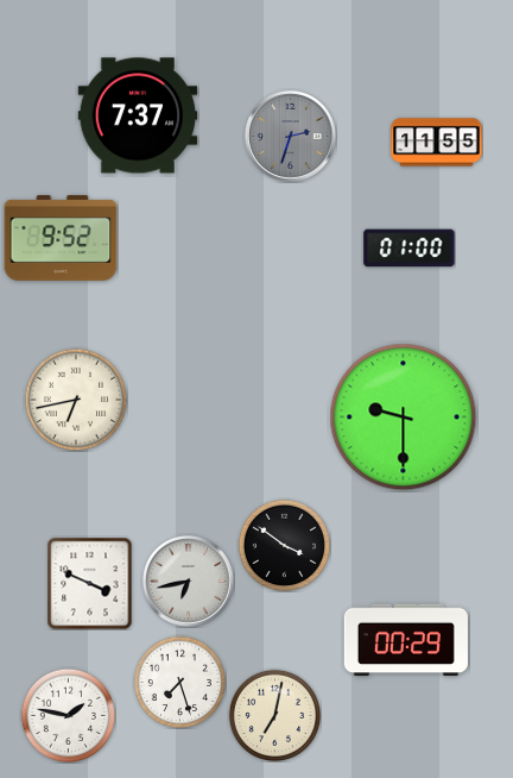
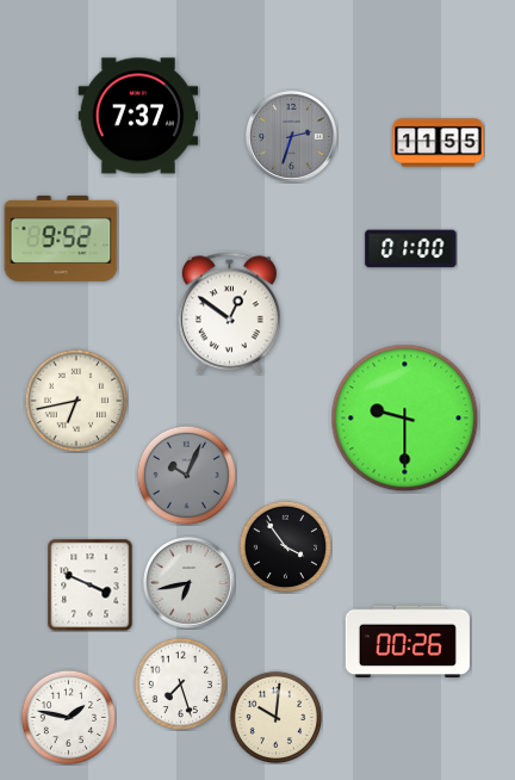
clock at (229, 314): none -> 12:51
clock at (186, 475): none -> 10:04
clock at (284, 545): 3:51 -> 3:54
clock at (406, 640): 00:29 -> 00:26
clock at (274, 715): 7:02 -> 10:01
